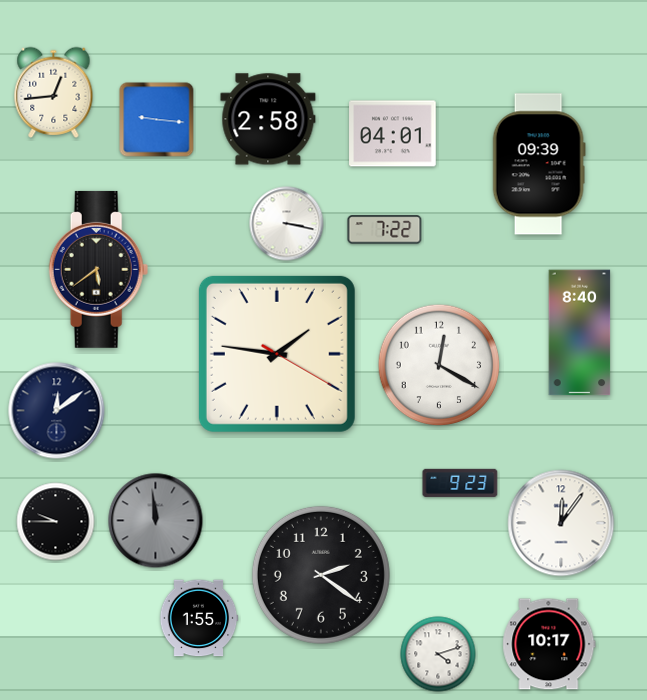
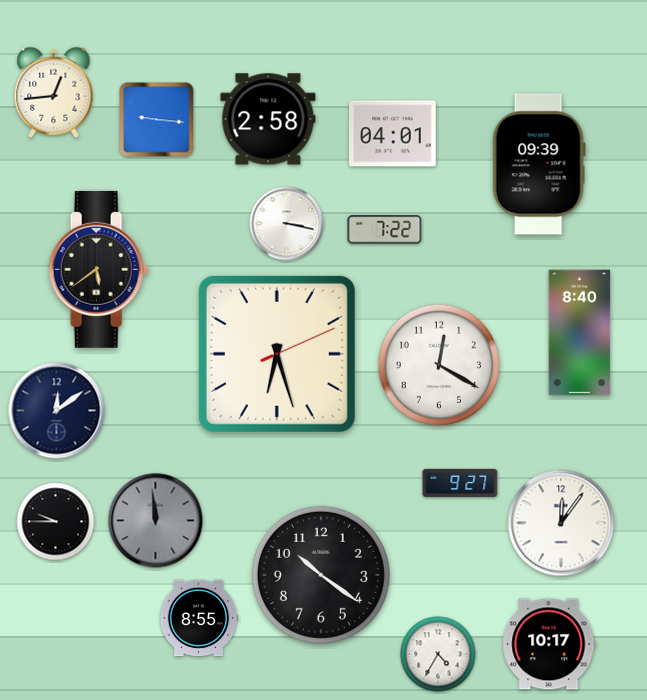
clock at (277, 354): 1:46 -> 6:27
clock at (460, 483): 9:23 -> 9:27
clock at (321, 575): 2:21 -> 10:21
clock at (199, 618): 1:55 -> 8:55
clock at (438, 654): 4:12 -> 4:35
